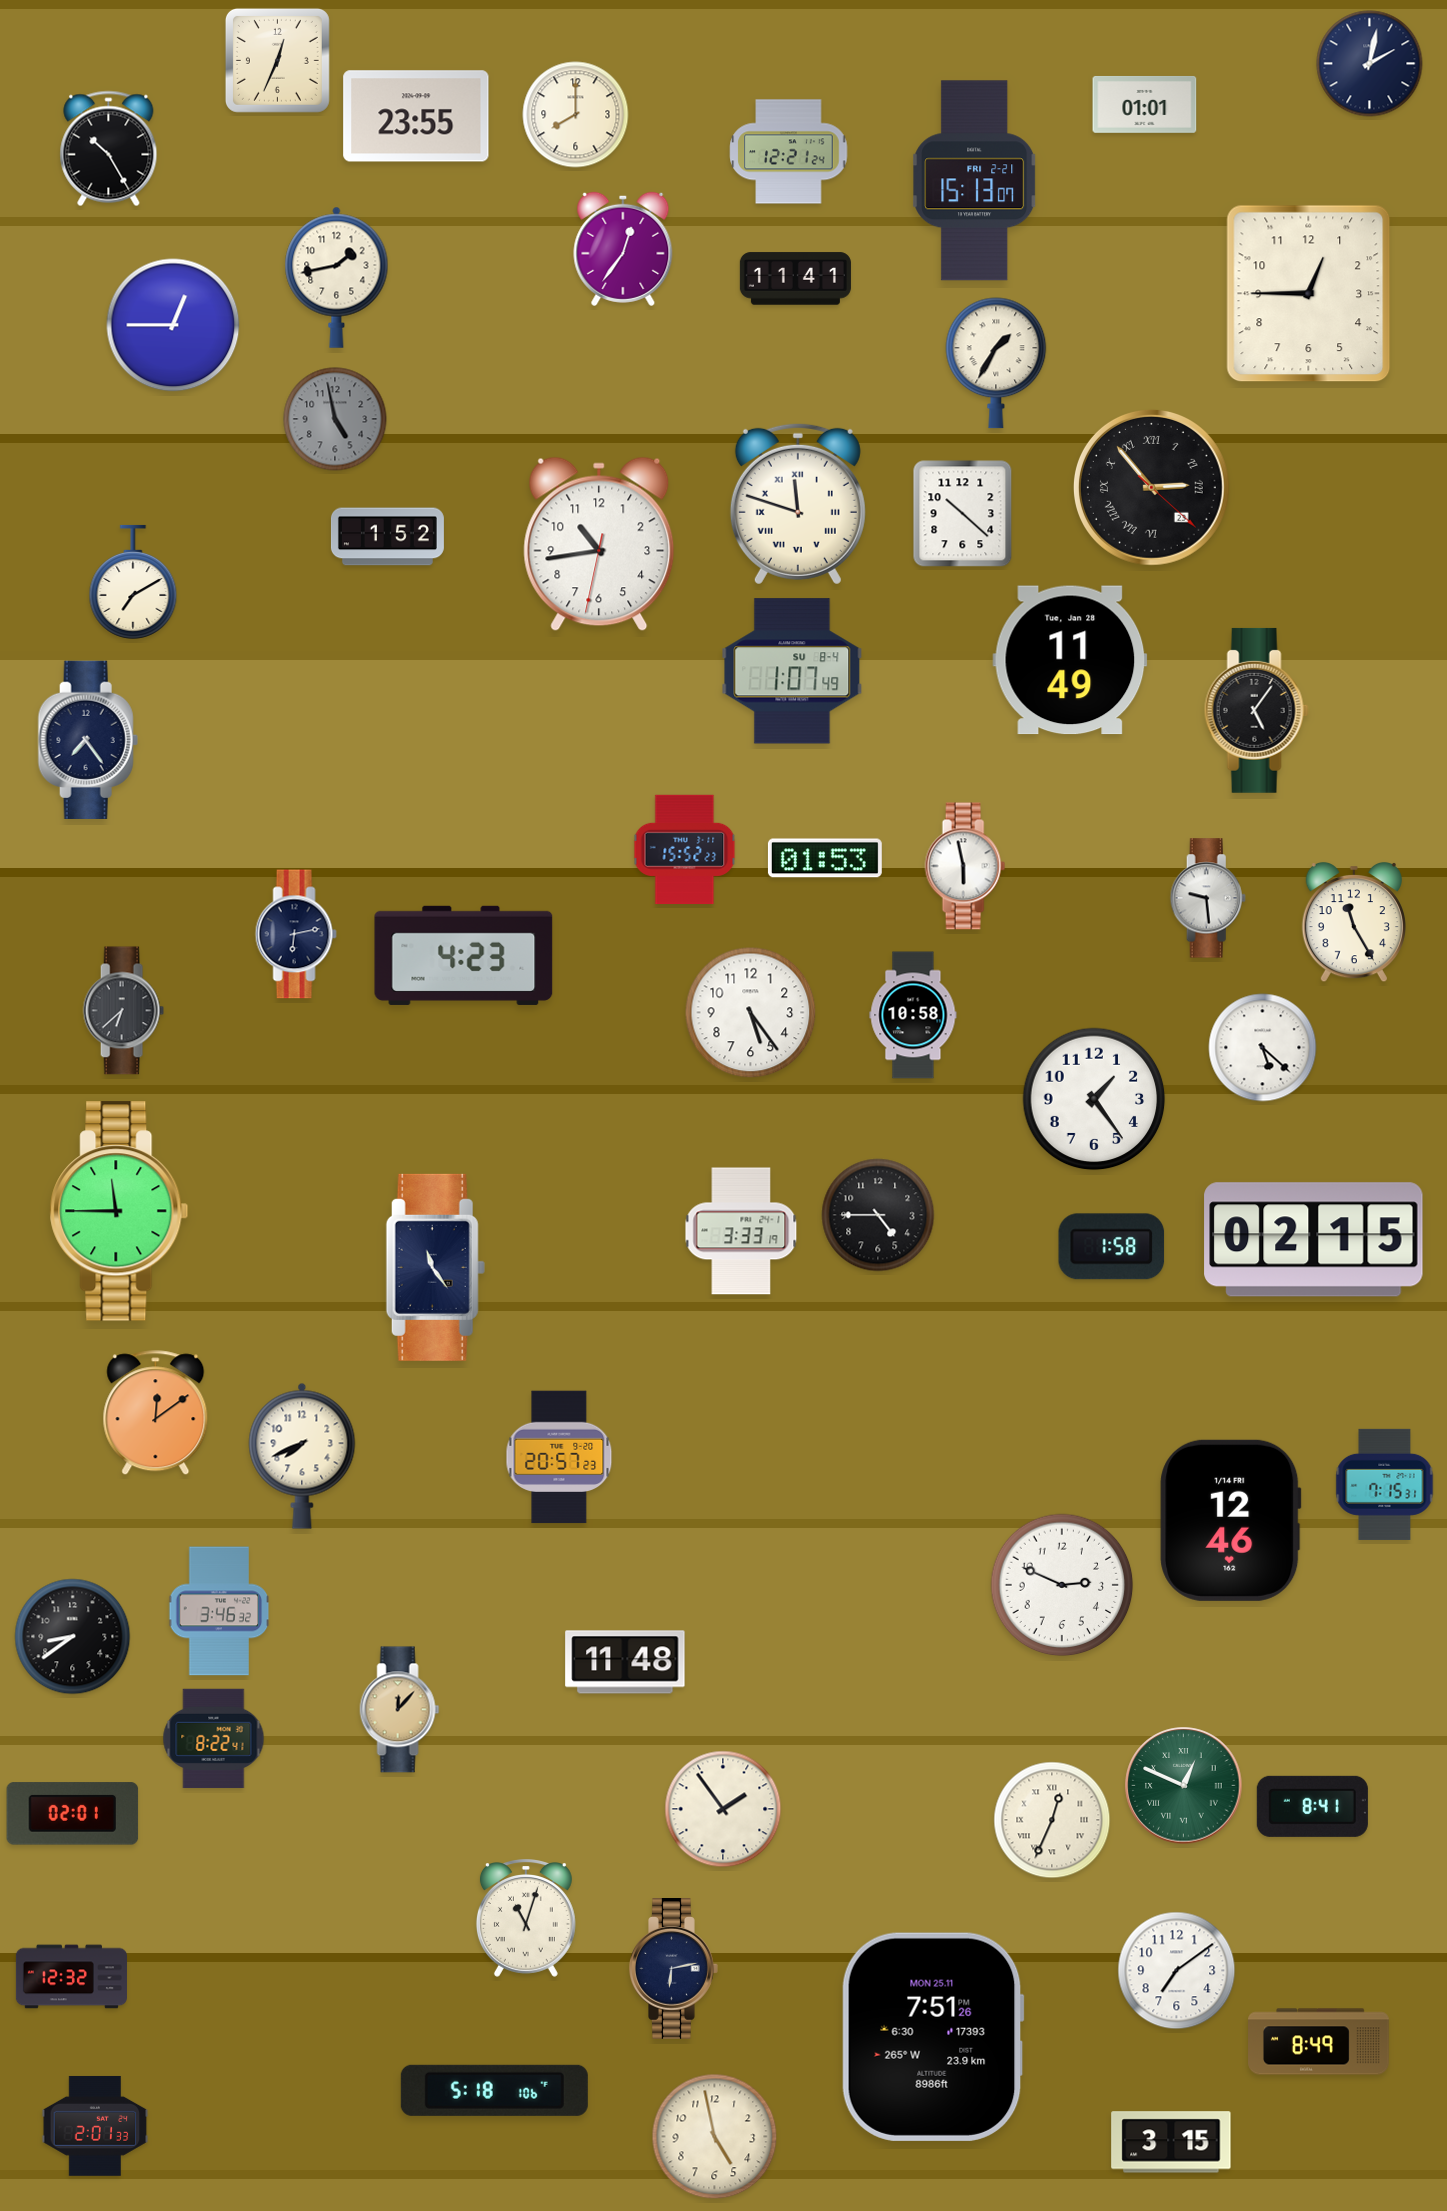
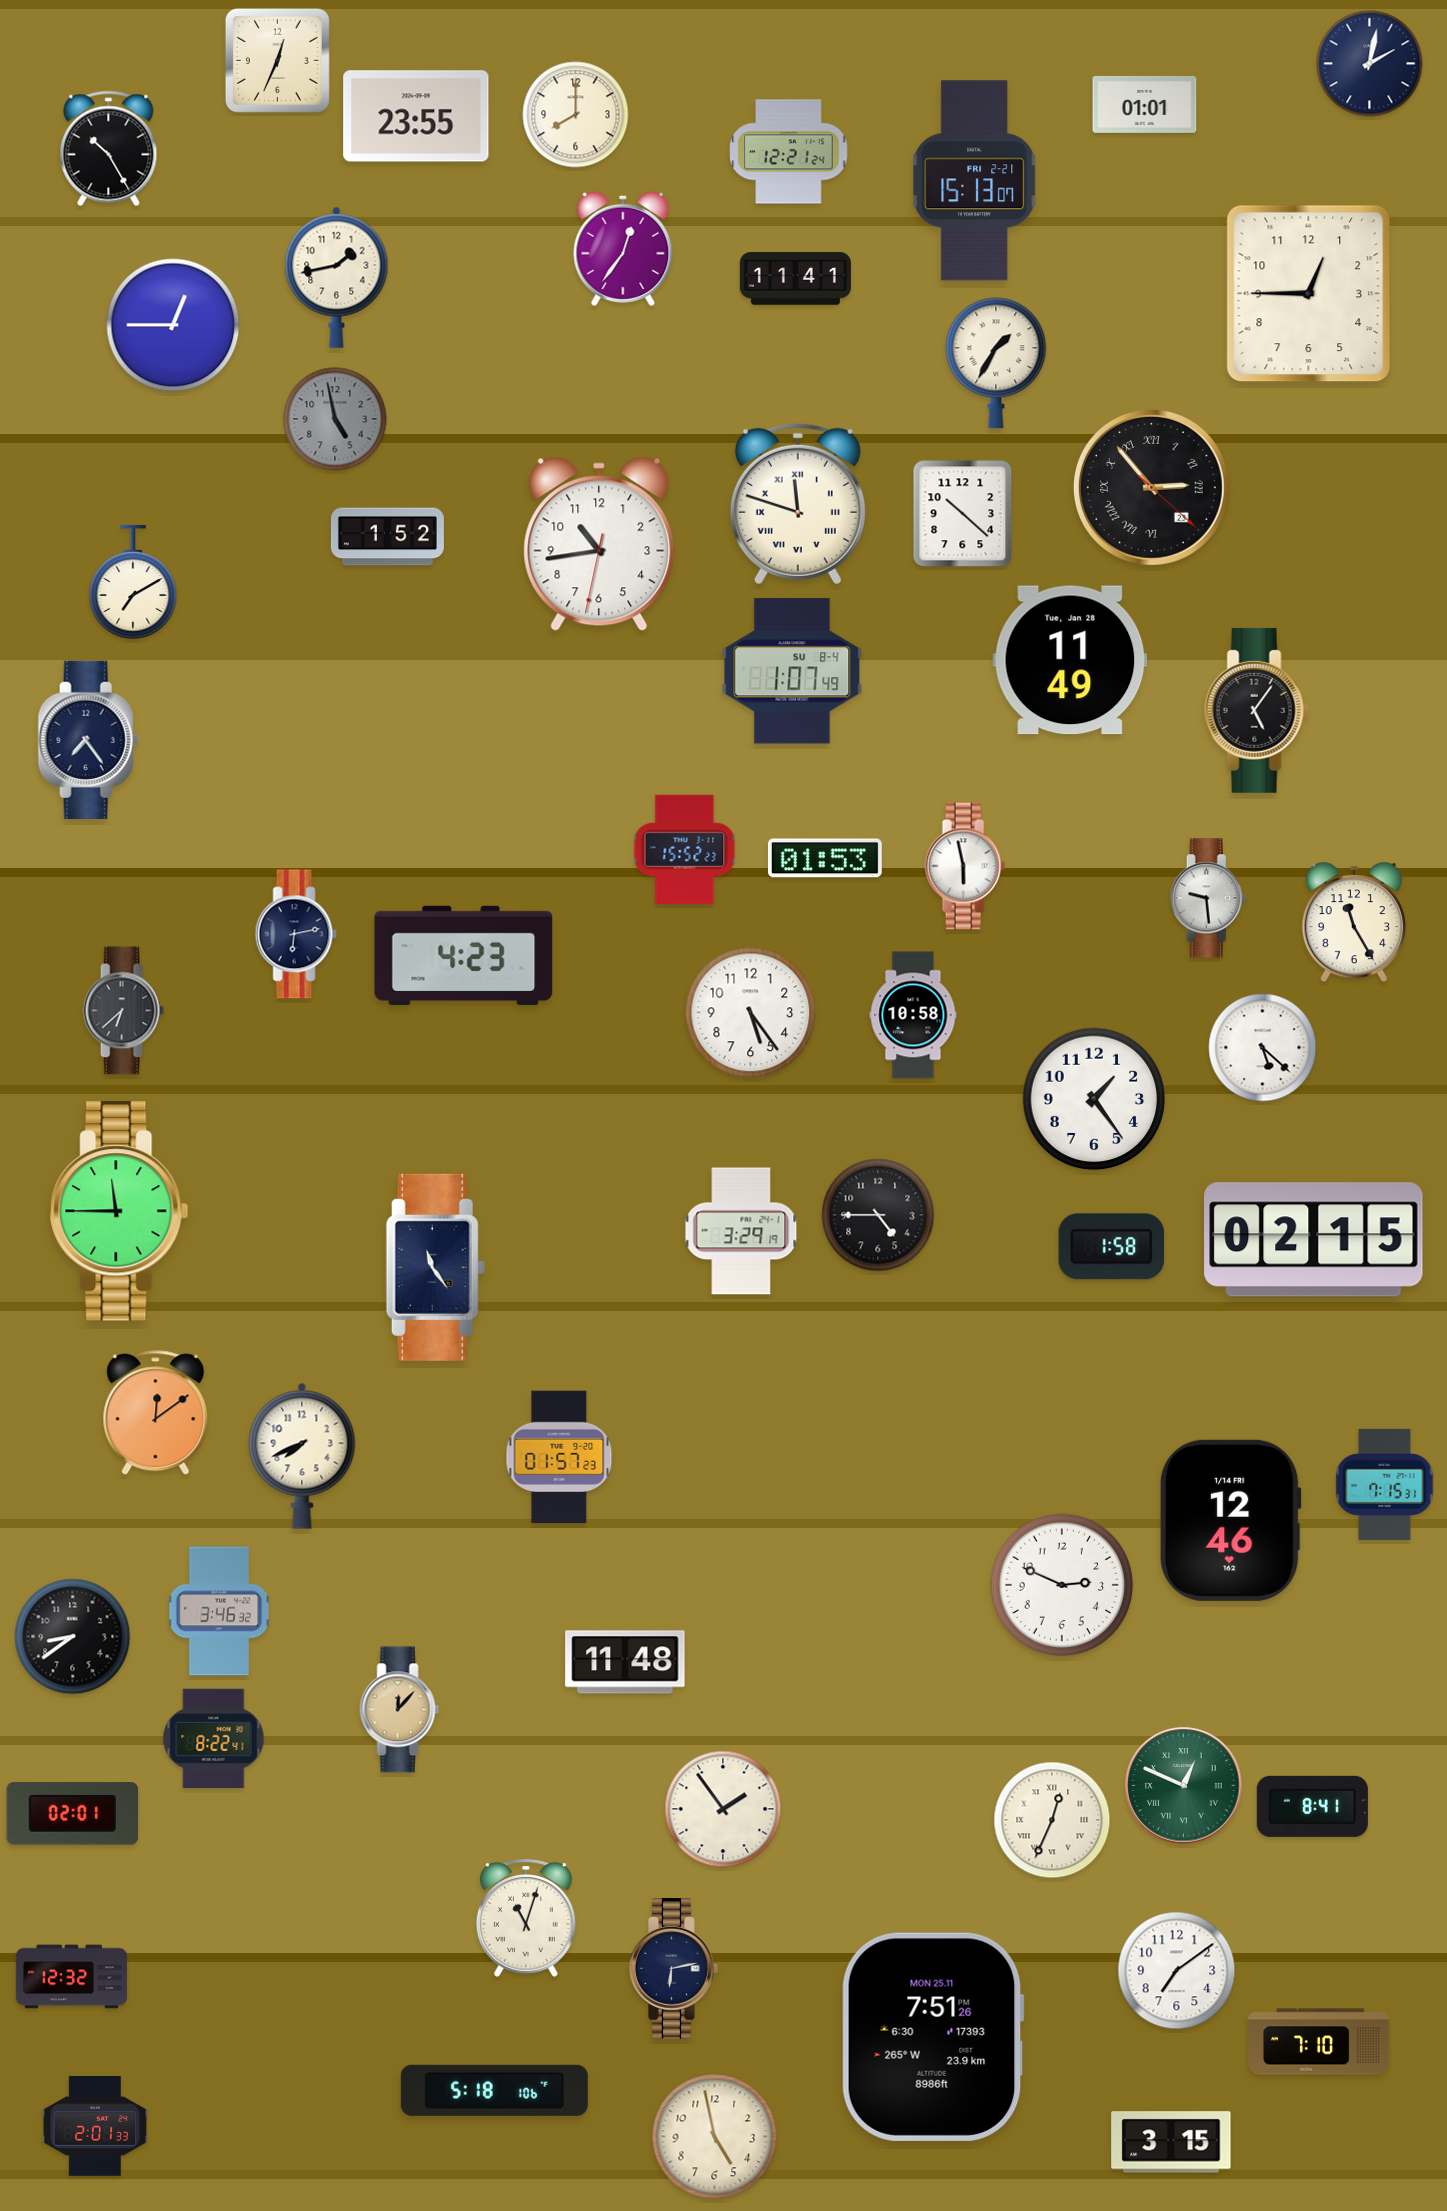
clock at (741, 1231): 3:33 -> 3:29
clock at (559, 1457): 20:57 -> 01:57
clock at (1319, 2042): 8:49 -> 7:10
